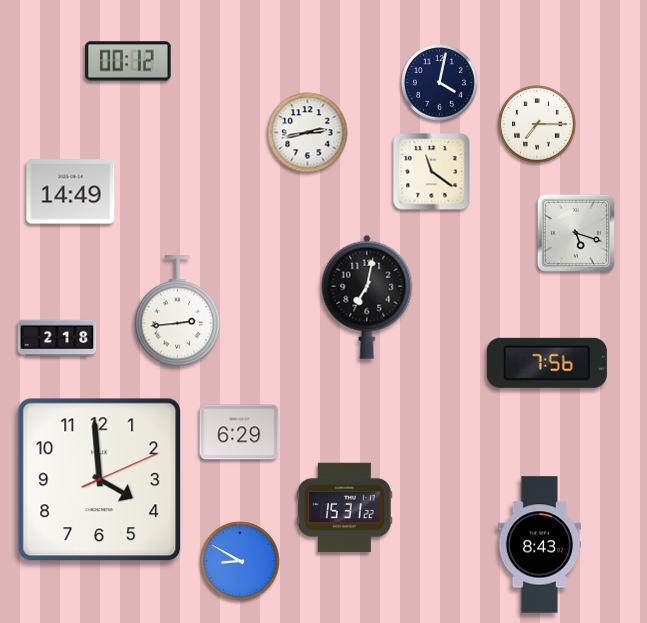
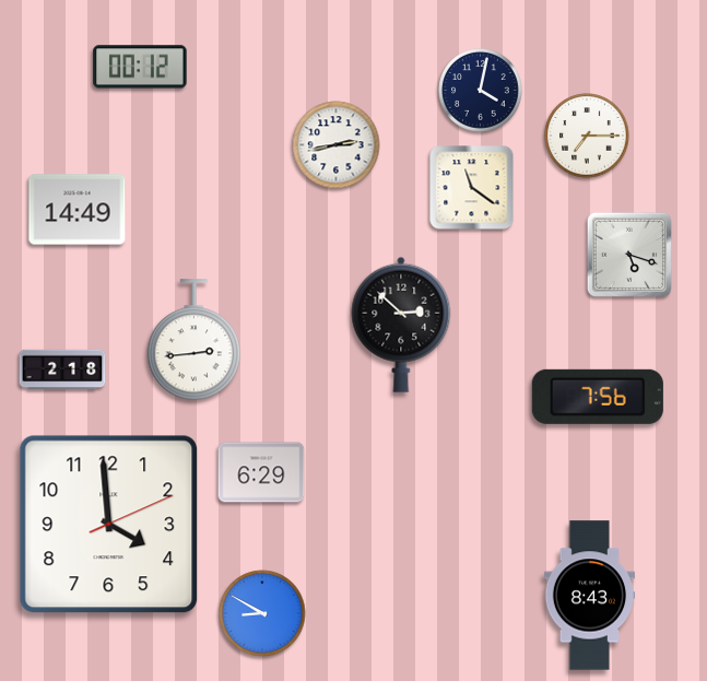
clock at (367, 297): 7:02 -> 2:52
clock at (345, 507): 15:31 -> none
